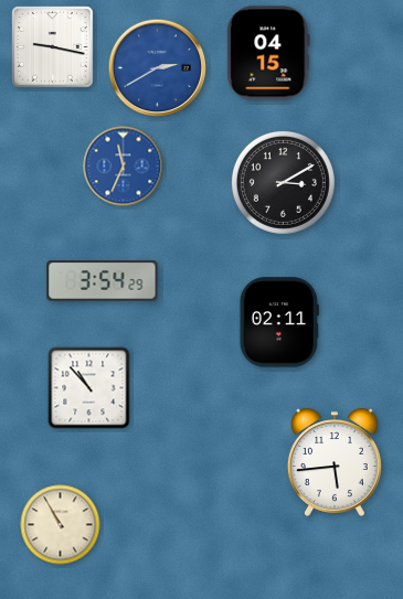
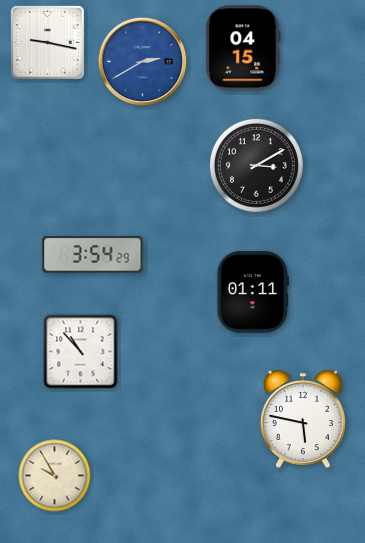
clock at (124, 167): 11:34 -> none
clock at (279, 322): 02:11 -> 01:11
clock at (335, 462): 5:44 -> 5:47
clock at (61, 525): 10:55 -> 9:55
